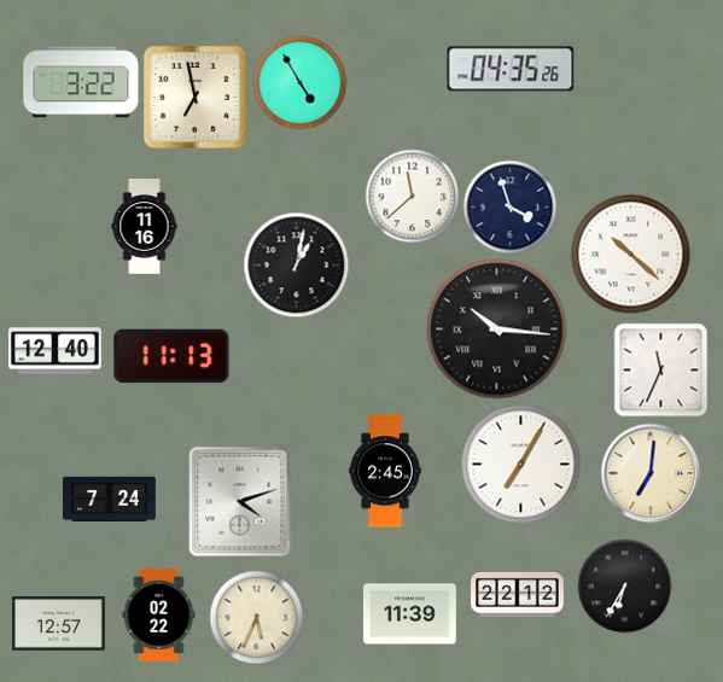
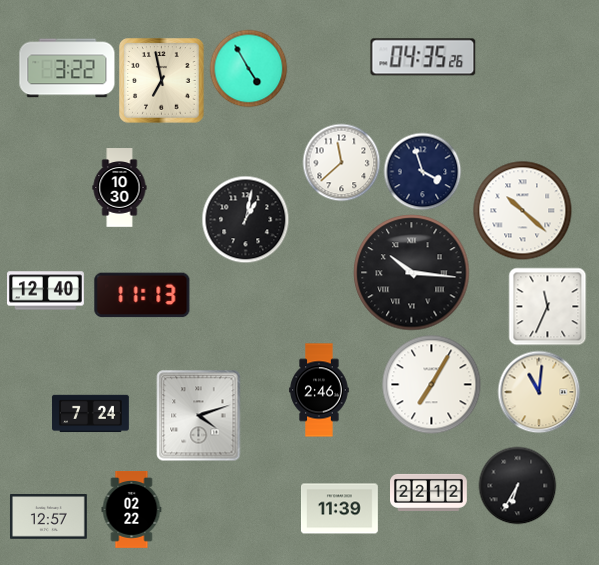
clock at (145, 227): 11:16 -> 10:30
clock at (385, 471): 2:45 -> 2:46
clock at (651, 473): 7:01 -> 11:01
clock at (256, 617): 5:34 -> none
